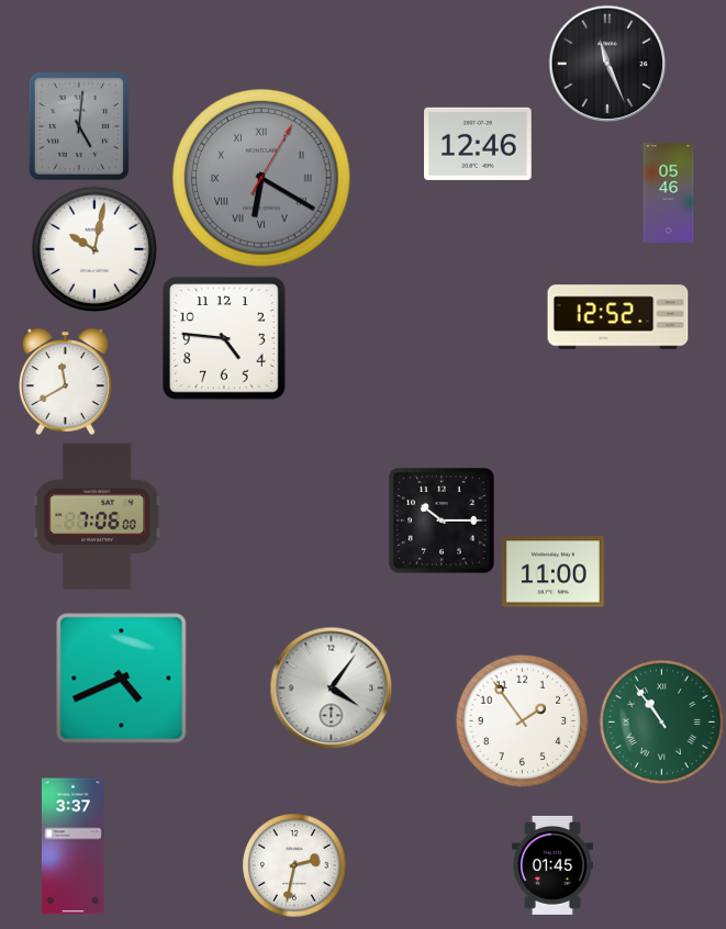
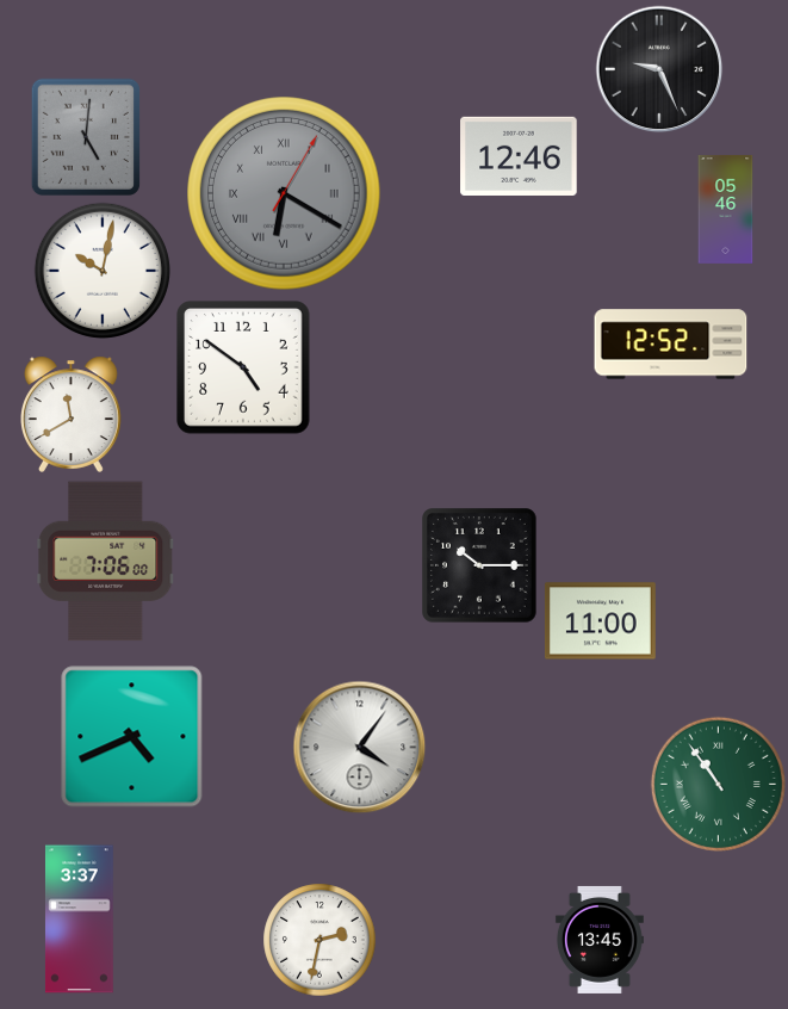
clock at (607, 64): 11:26 -> 9:26
clock at (224, 338): 4:46 -> 4:51
clock at (522, 720): 1:54 -> none
clock at (552, 865): 01:45 -> 13:45
